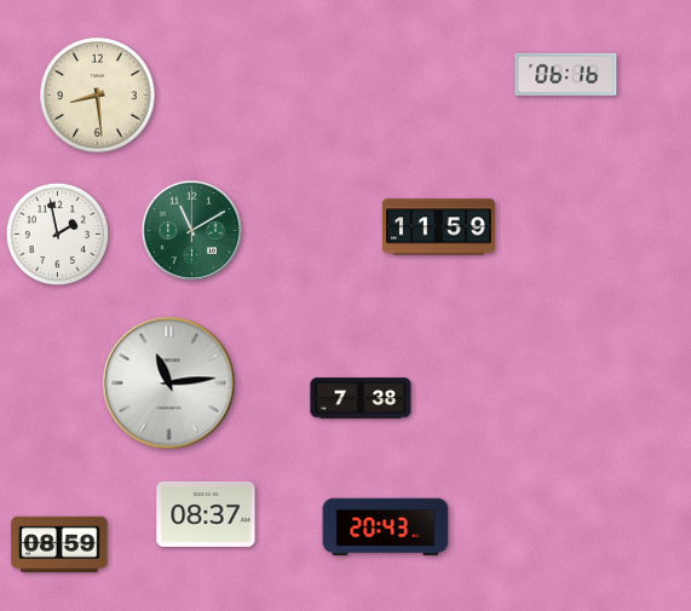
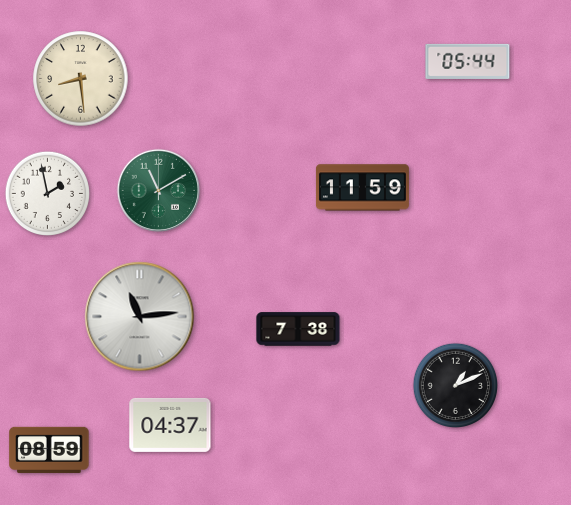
clock at (566, 74): 06:16 -> 05:44
clock at (455, 386): none -> 1:11
clock at (206, 514): 08:37 -> 04:37
clock at (386, 528): 20:43 -> none
